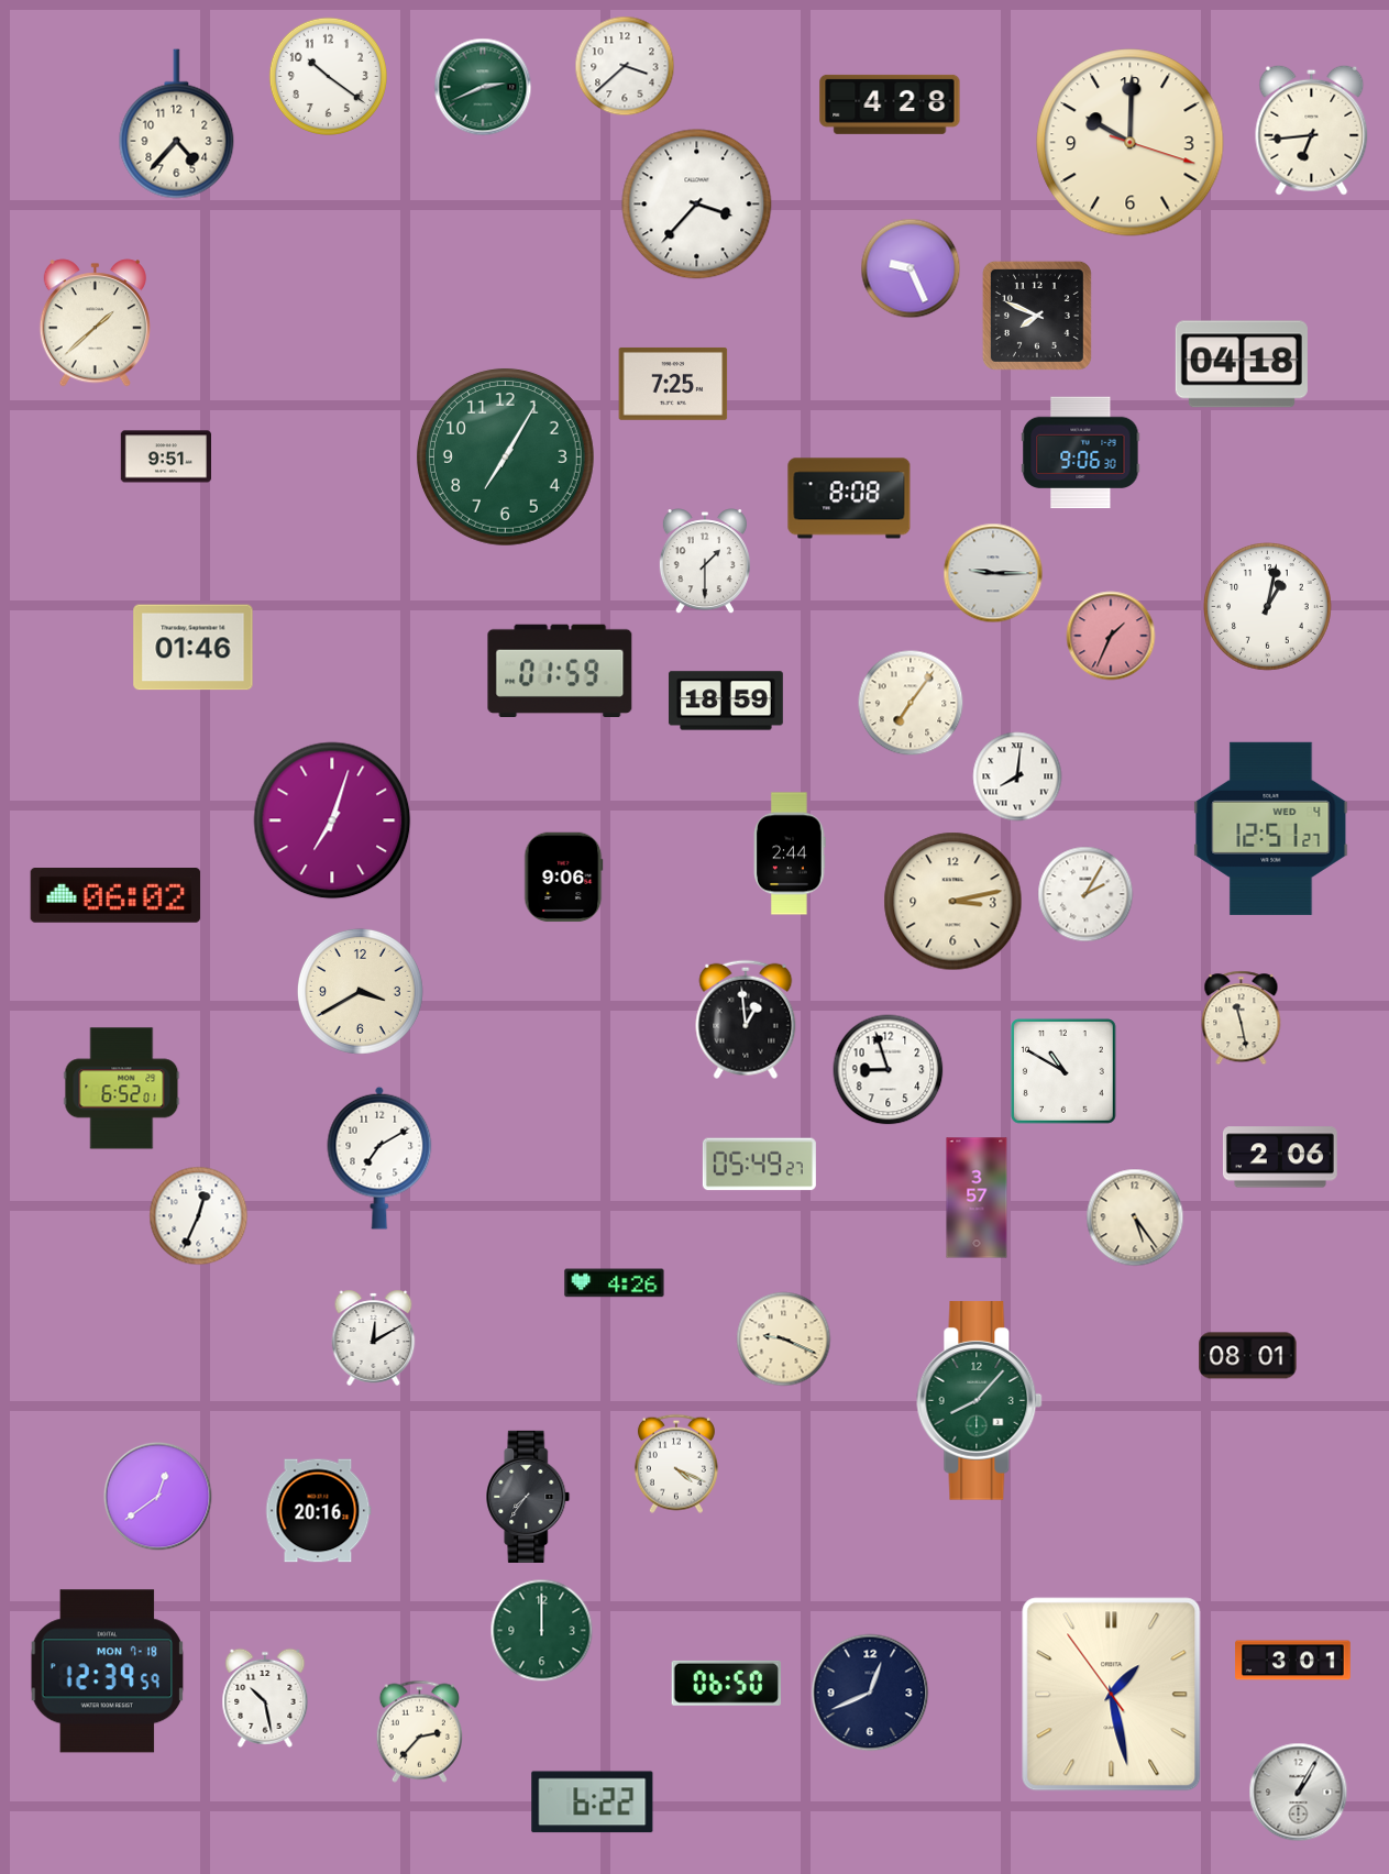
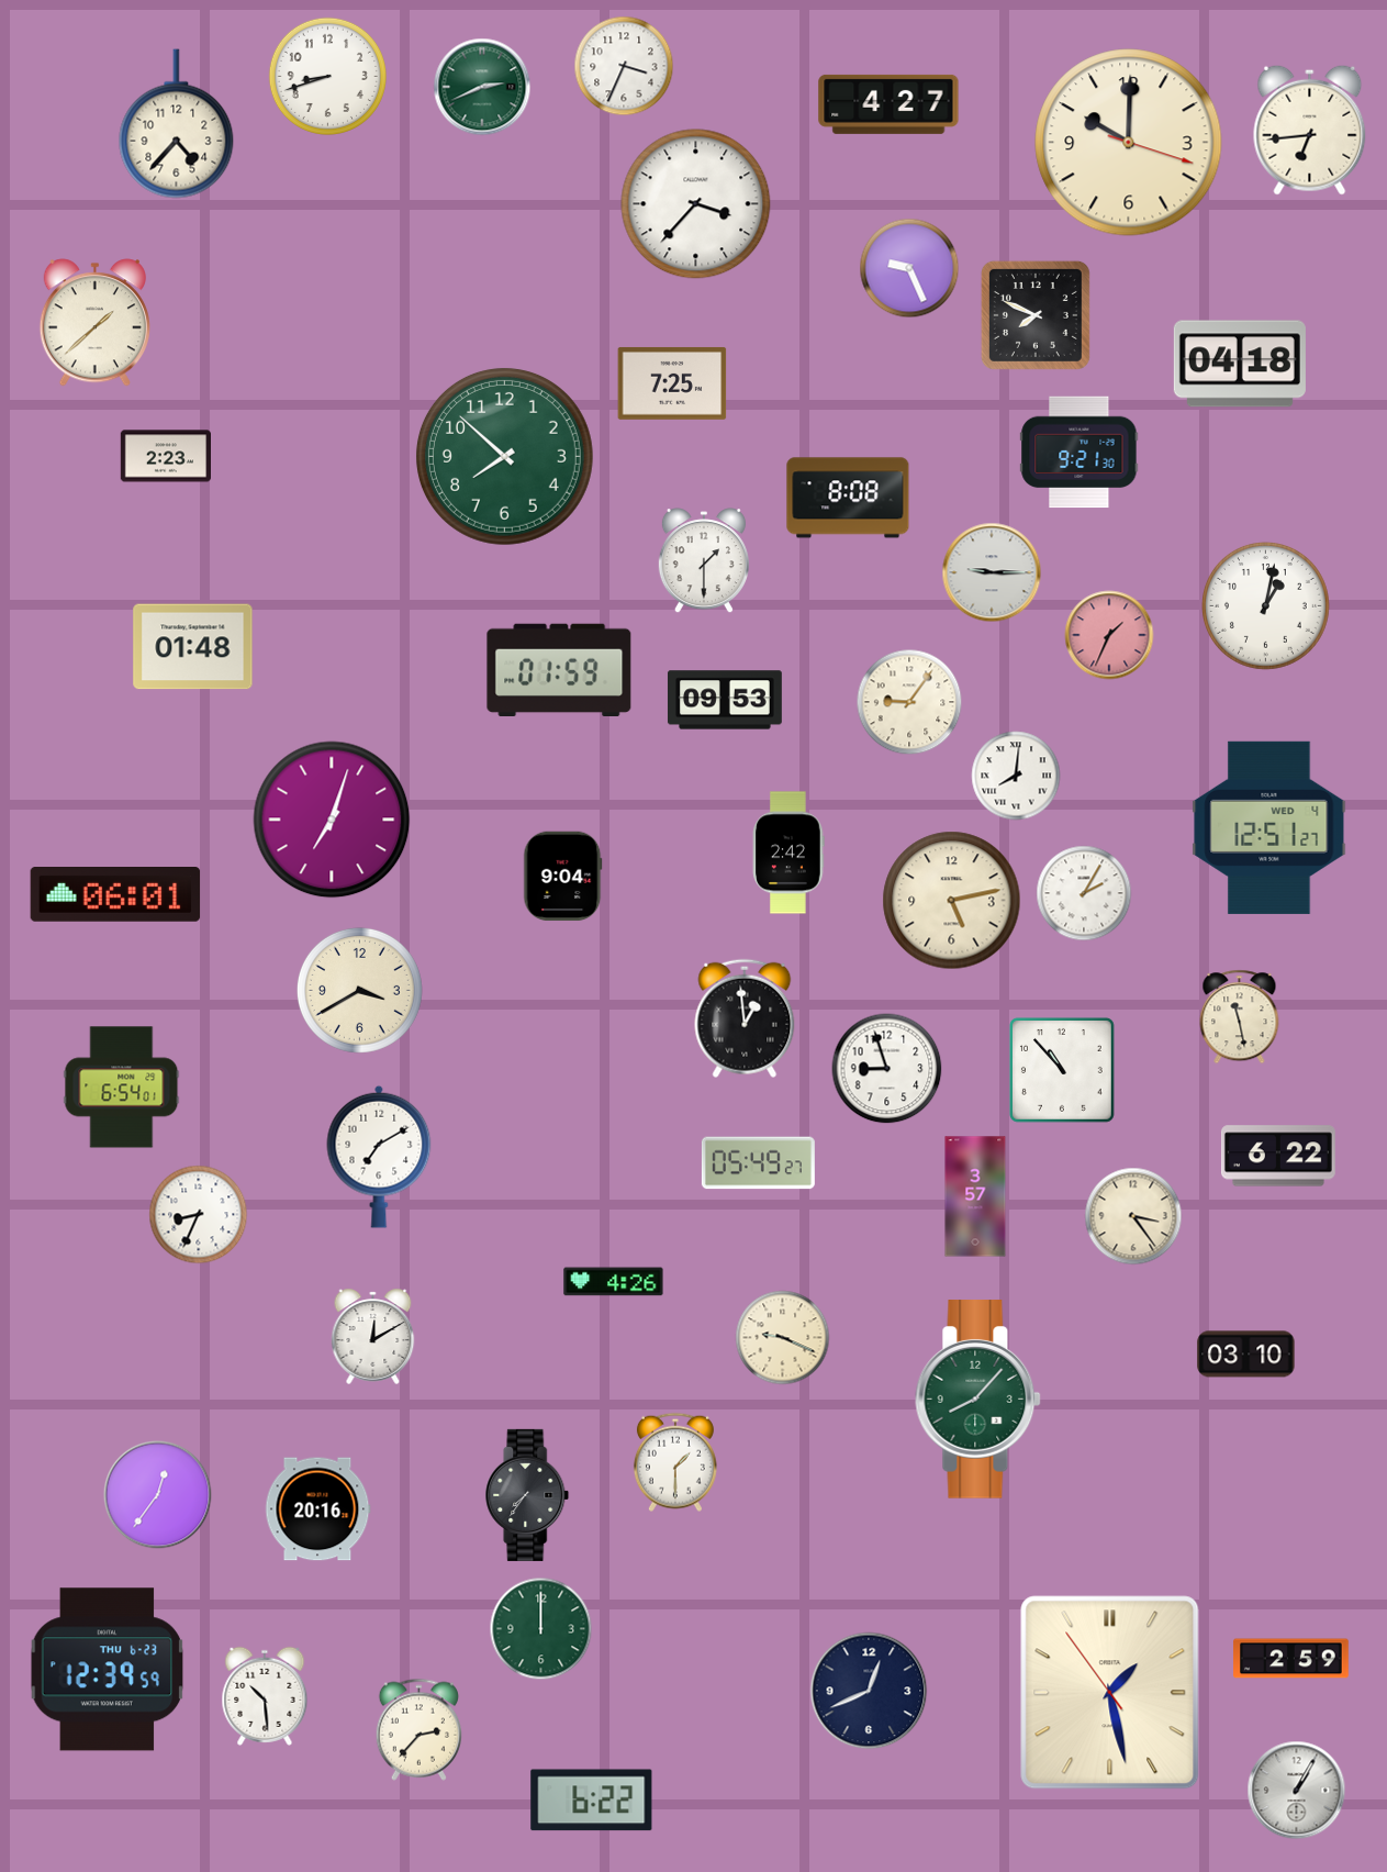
clock at (625, 66): 3:38 -> 3:34
clock at (328, 76): 10:21 -> 8:42
clock at (890, 104): 4:28 -> 4:27
clock at (1081, 453): 9:06 -> 9:21
clock at (165, 456): 9:51 -> 2:23
clock at (505, 456): 7:05 -> 7:52
clock at (194, 648): 01:46 -> 01:48
clock at (726, 701): 18:59 -> 09:53
clock at (911, 703): 7:06 -> 9:06
clock at (790, 853): 2:44 -> 2:42
clock at (564, 878): 9:06 -> 9:04
clock at (115, 896): 06:02 -> 06:01
clock at (953, 902): 3:13 -> 5:13
clock at (1063, 1071): 10:50 -> 10:53
clock at (122, 1089): 6:52 -> 6:54
clock at (1280, 1157): 2:06 -> 6:22
clock at (199, 1216): 12:34 -> 8:34
clock at (1135, 1217): 5:24 -> 3:24
clock at (1248, 1356): 08:01 -> 03:10
clock at (676, 1464): 4:19 -> 1:30
clock at (158, 1497): 12:39 -> 12:36
clock at (1293, 1661): 3:01 -> 2:59
clock at (108, 1672) date: MON 7-18 -> THU 6-23
clock at (726, 1683): 06:50 -> none
clock at (265, 1698): 10:28 -> 10:29
